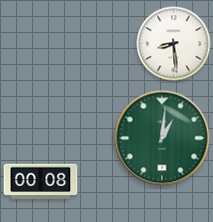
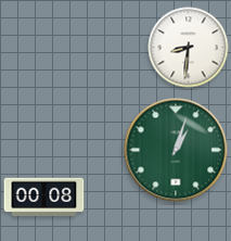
clock at (174, 44): 8:29 -> 8:31
clock at (162, 138): 1:01 -> 1:03
